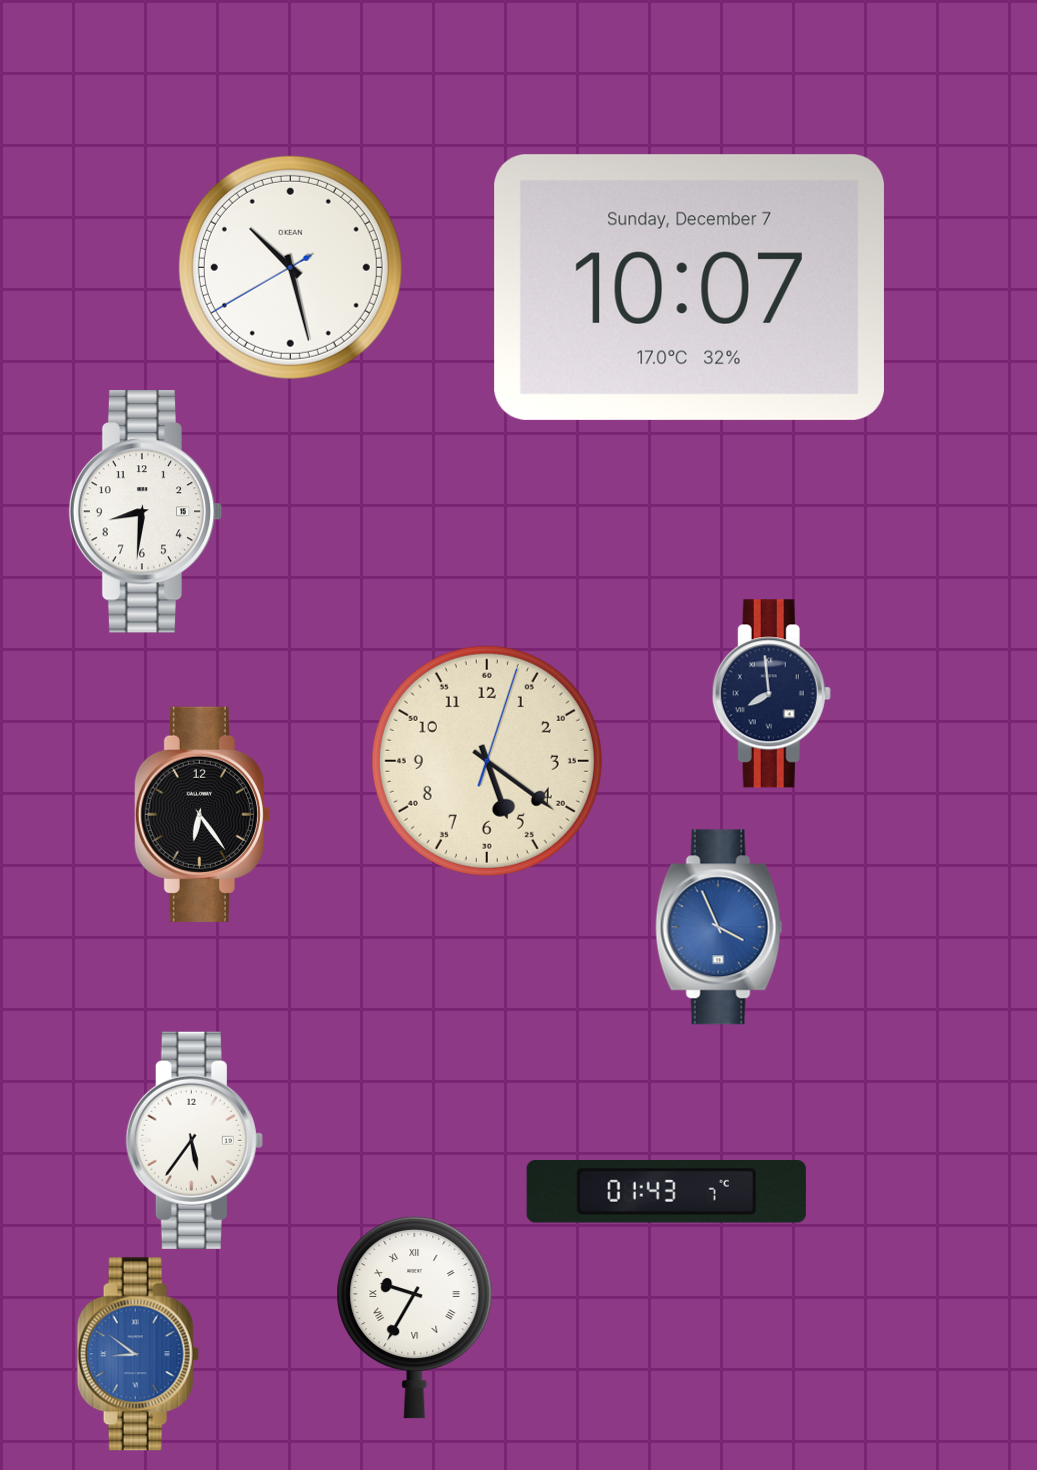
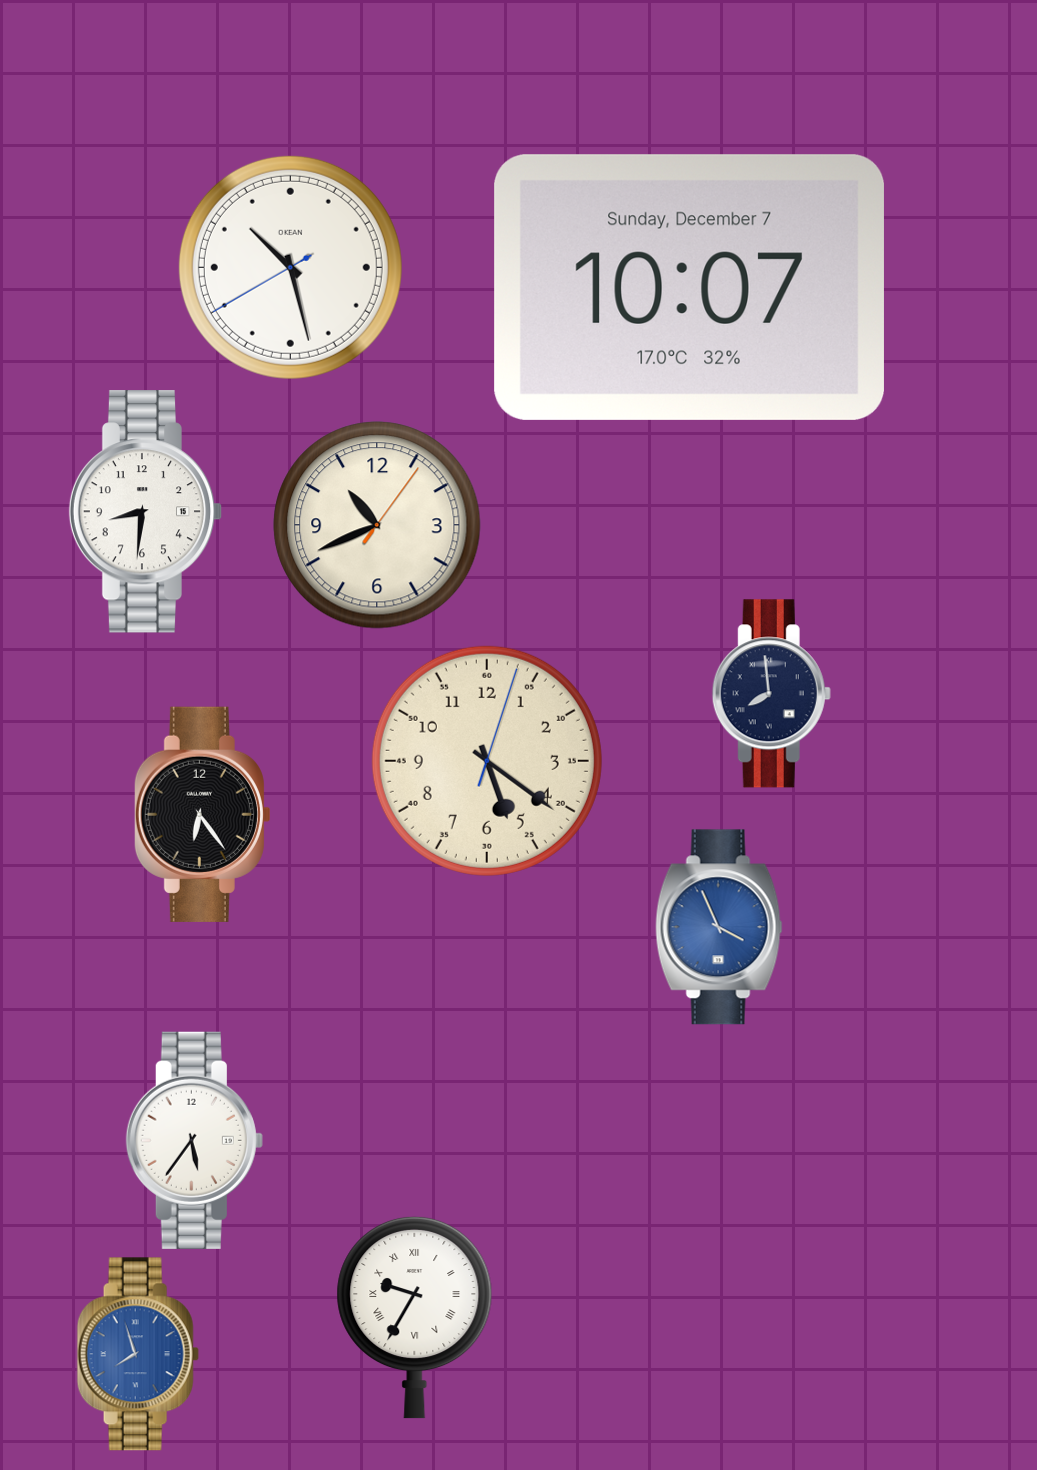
clock at (377, 525): none -> 10:41
clock at (666, 1192): 01:43 -> none
clock at (138, 1354): 8:51 -> 7:57
